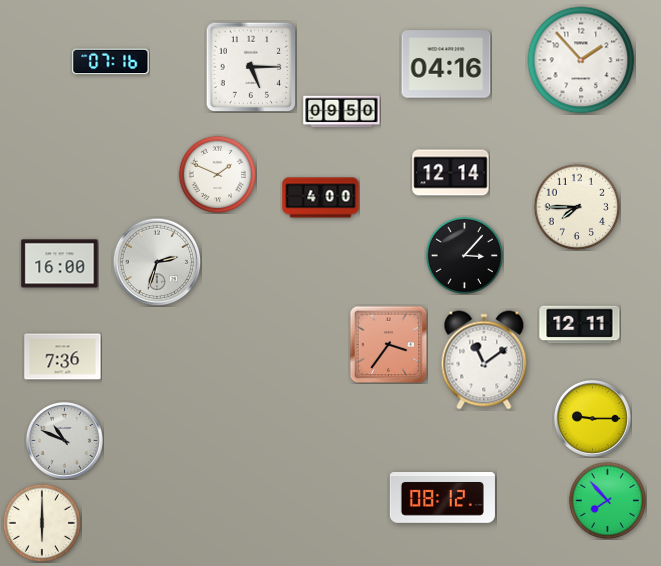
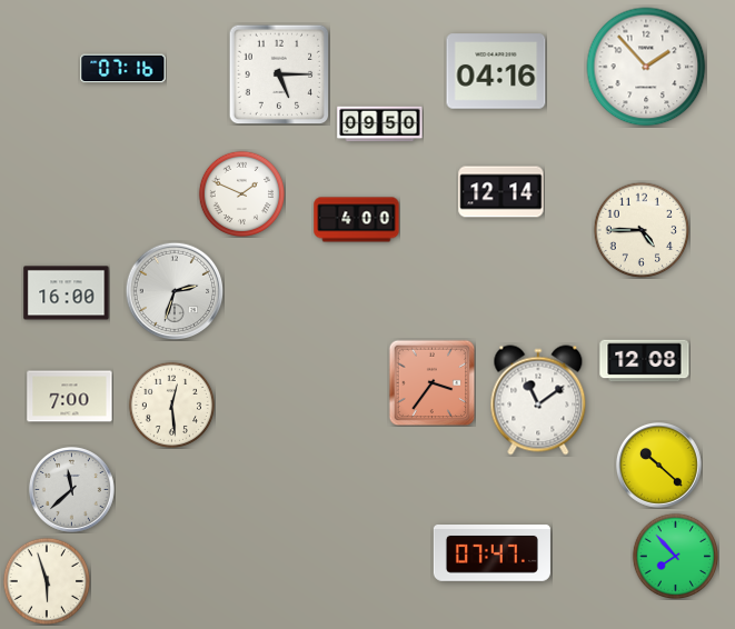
clock at (577, 207): 7:45 -> 4:45
clock at (464, 255): 3:07 -> none
clock at (580, 325): 12:11 -> 12:08
clock at (63, 357): 7:36 -> 7:00
clock at (171, 405): none -> 12:29
clock at (592, 418): 9:15 -> 10:22
clock at (64, 440): 10:49 -> 11:38
clock at (442, 498): 08:12 -> 07:47
clock at (41, 522): 6:00 -> 5:57
